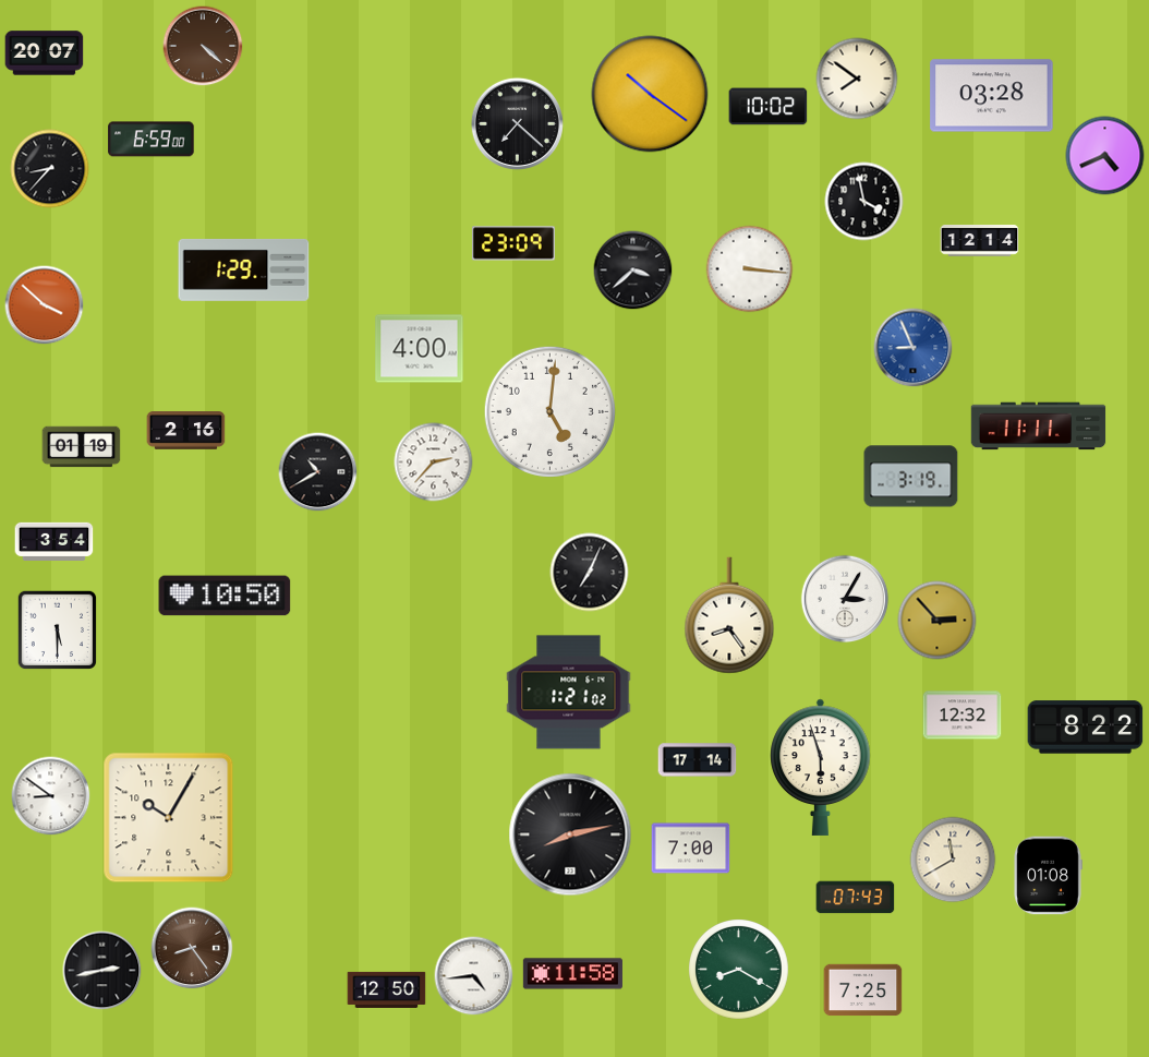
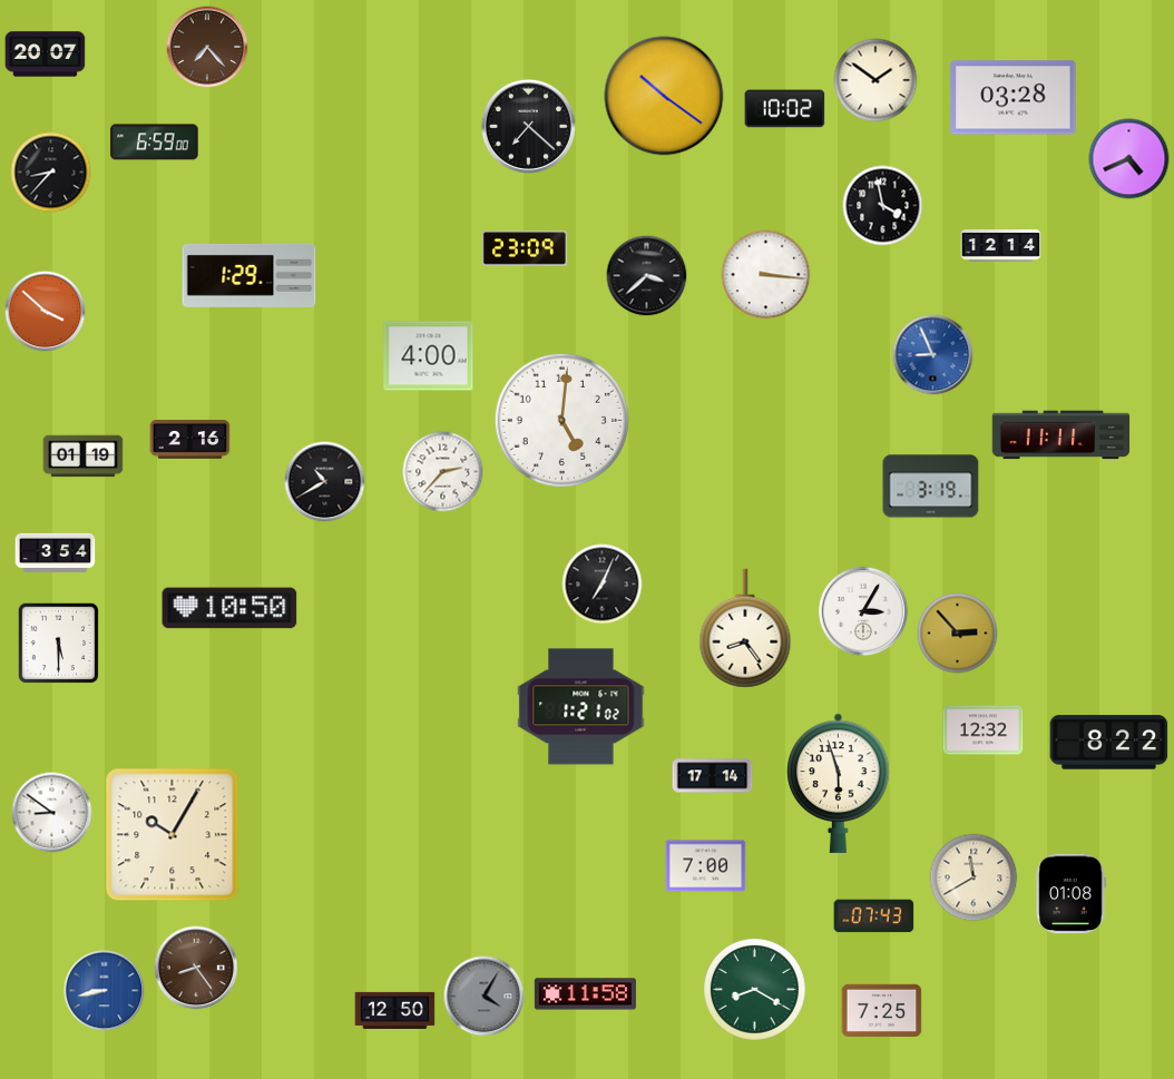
clock at (203, 46): 4:22 -> 7:23
clock at (857, 79): 7:51 -> 1:51
clock at (570, 834): 8:13 -> none
clock at (102, 971): 2:43 -> 8:43
clock at (102, 971) dial: black -> blue
clock at (474, 976): 4:44 -> 4:05
clock at (474, 976) dial: white -> grey
